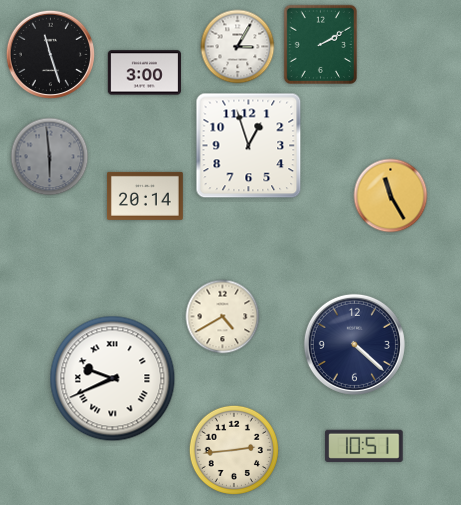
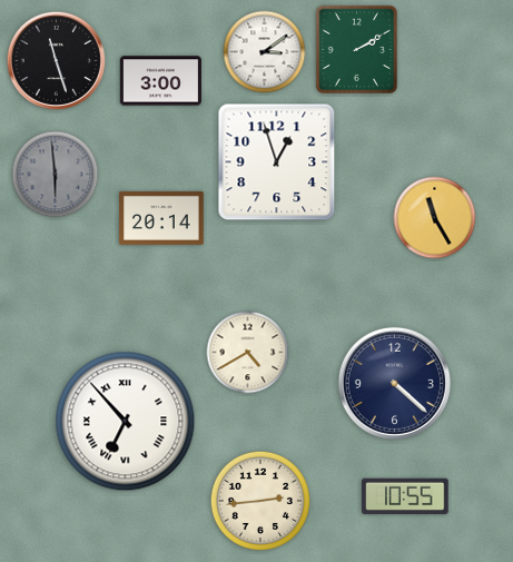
clock at (238, 47): 3:05 -> 3:09
clock at (113, 379): 9:41 -> 6:53
clock at (364, 445): 10:51 -> 10:55
